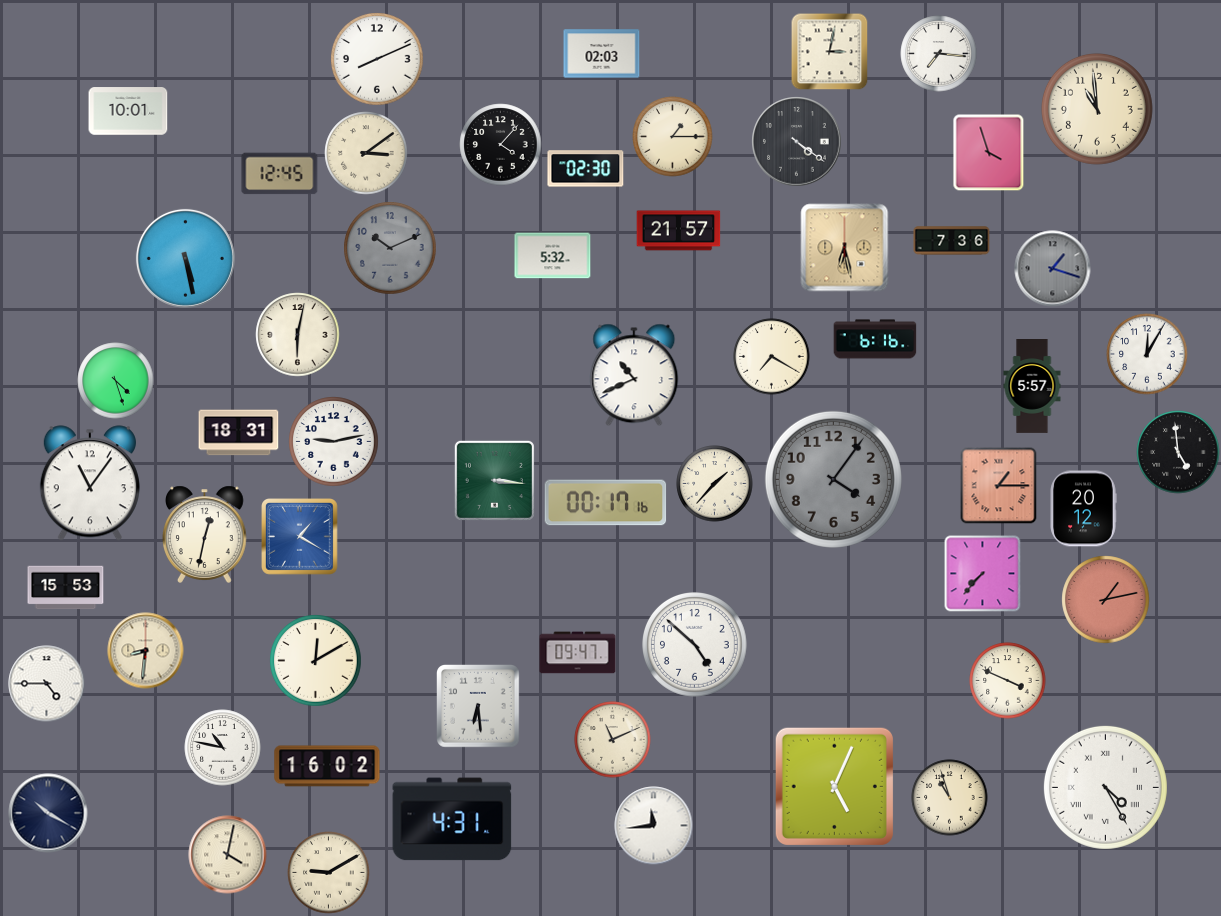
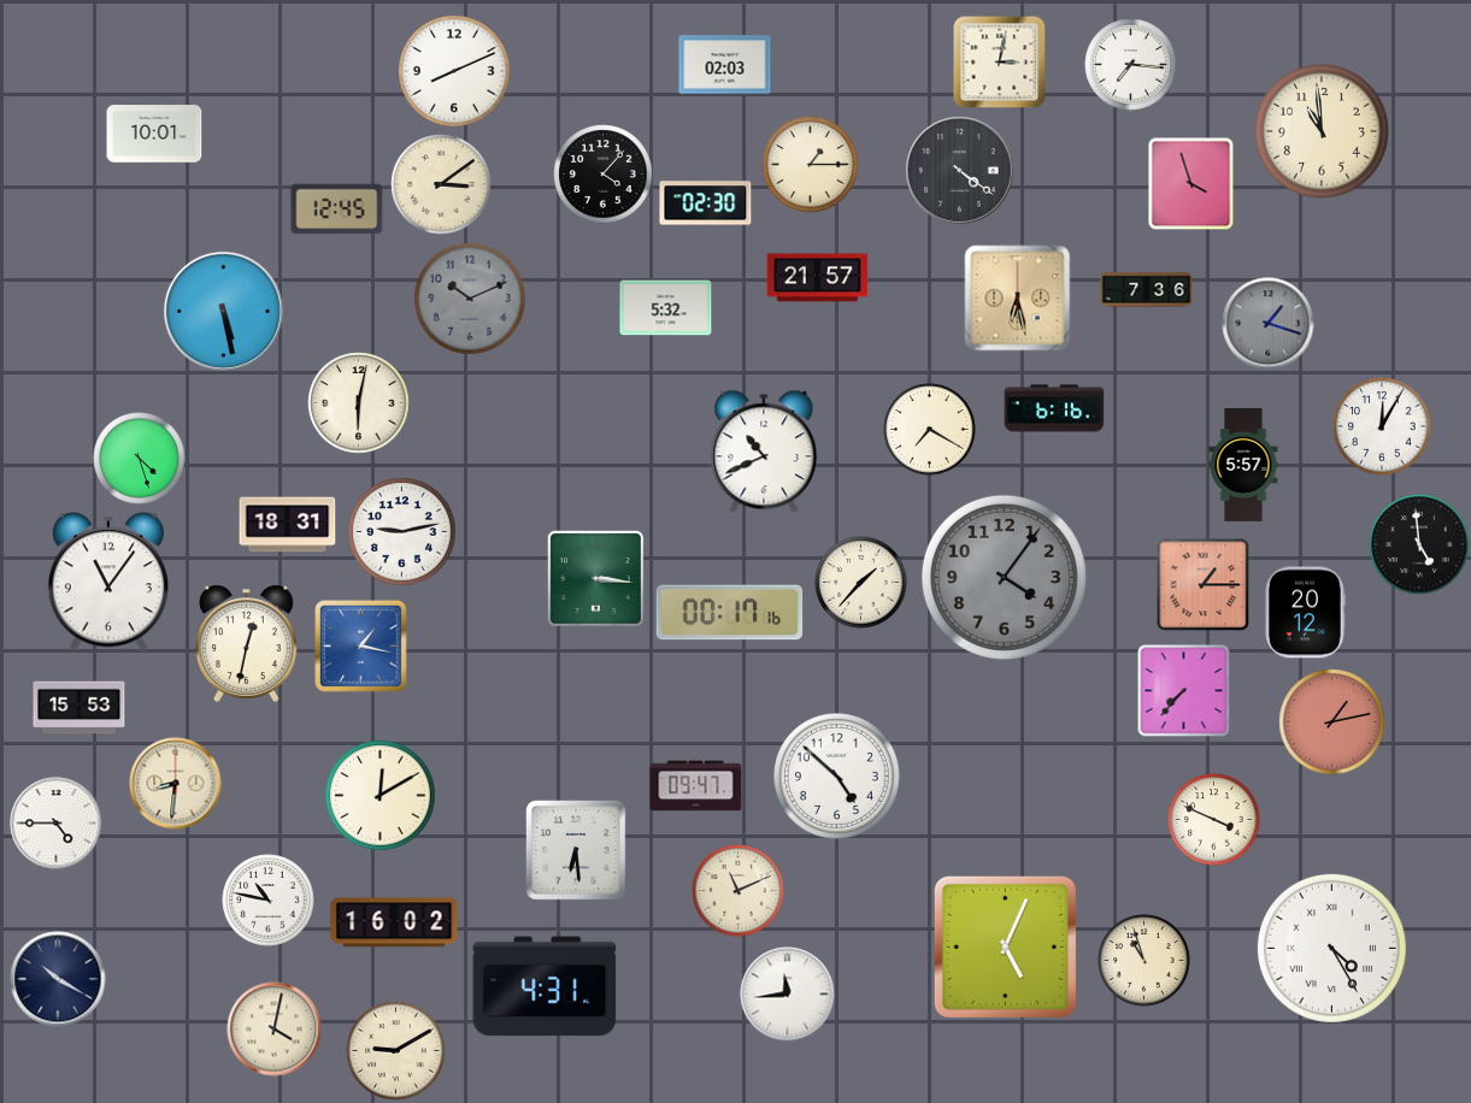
clock at (239, 433) position: (239, 433) -> (288, 525)
clock at (606, 503) position: (606, 503) -> (730, 613)
clock at (300, 537): 1:20 -> 1:17
